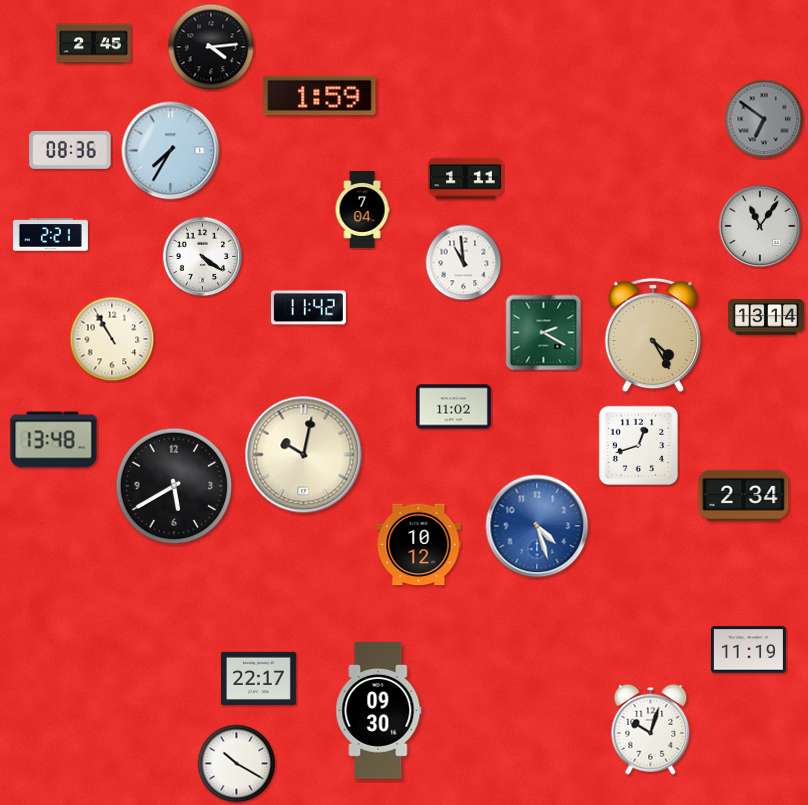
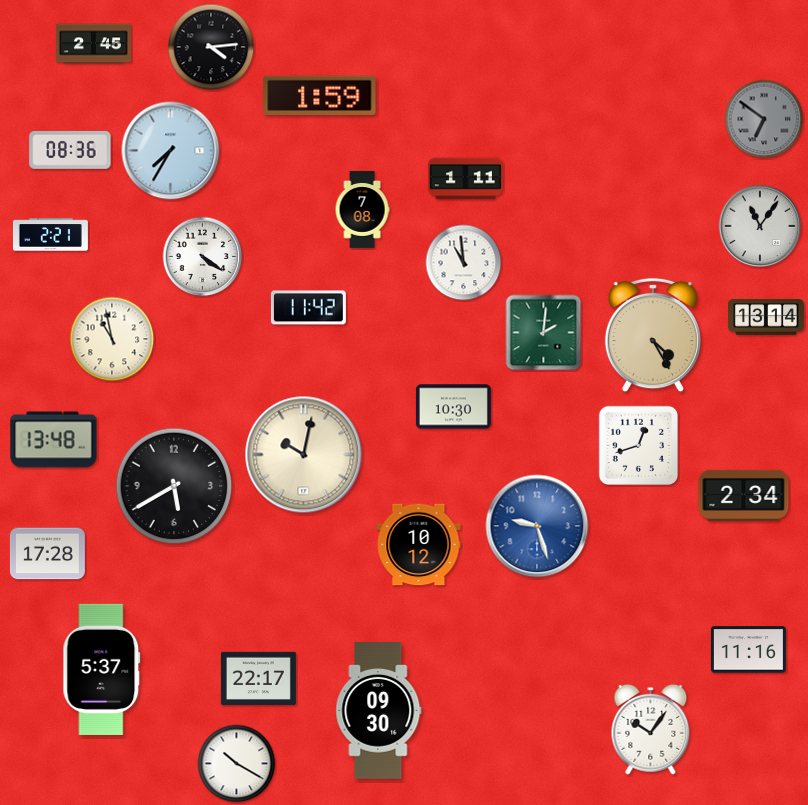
clock at (362, 210): 7:04 -> 7:08
clock at (544, 333): 2:20 -> 2:01
clock at (112, 339): 10:55 -> 10:58
clock at (453, 407): 11:02 -> 10:30
clock at (537, 526): 4:27 -> 9:27
clock at (47, 554): none -> 17:28
clock at (748, 650): 11:19 -> 11:16
clock at (102, 669): none -> 5:37
clock at (651, 729): 10:03 -> 10:06
